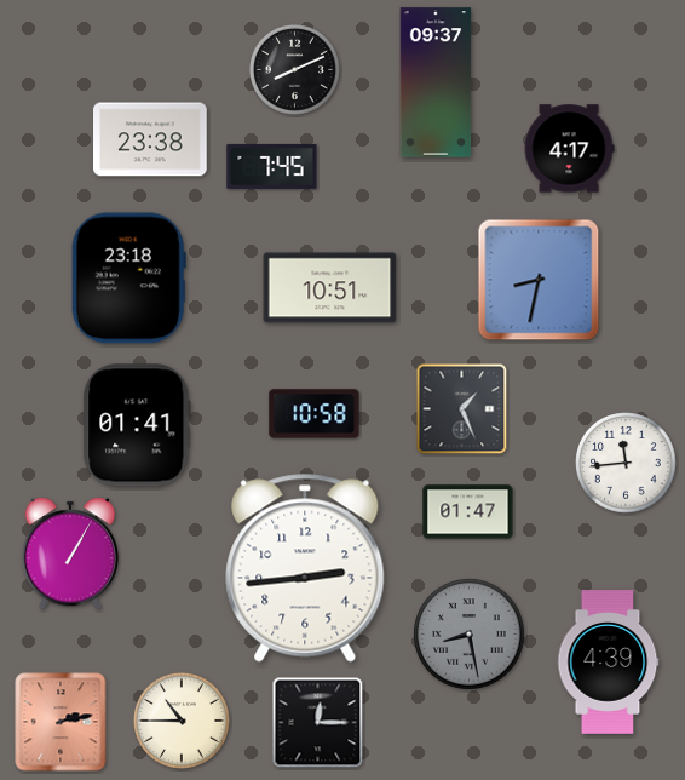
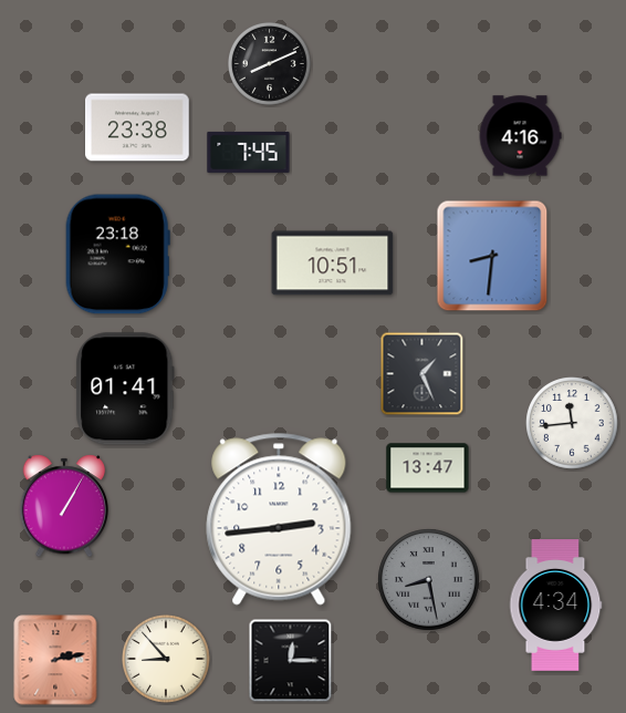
clock at (436, 82): 09:37 -> none
clock at (569, 149): 4:17 -> 4:16
clock at (539, 280): 8:32 -> 8:31
clock at (330, 288) position: (330, 288) -> (333, 263)
clock at (315, 414): 10:58 -> none
clock at (468, 512): 01:47 -> 13:47
clock at (609, 663): 4:39 -> 4:34
clock at (183, 722): 10:45 -> 8:53
